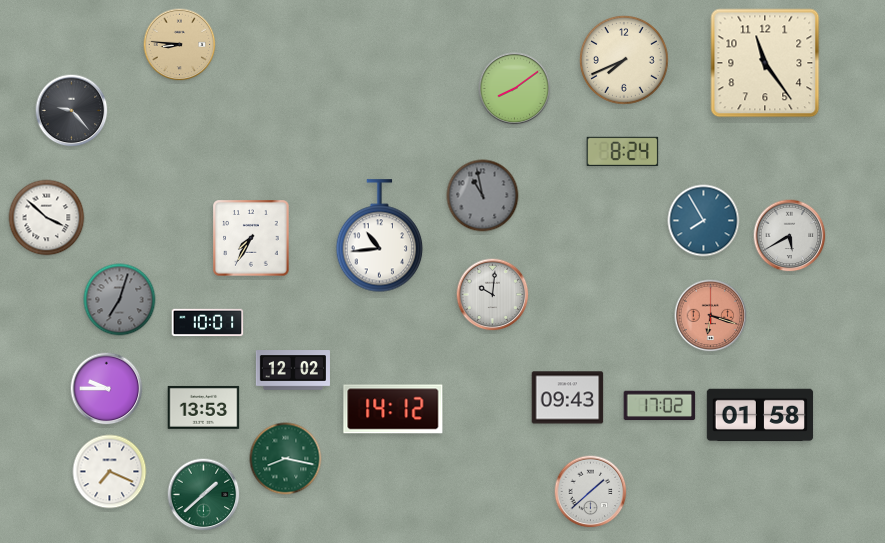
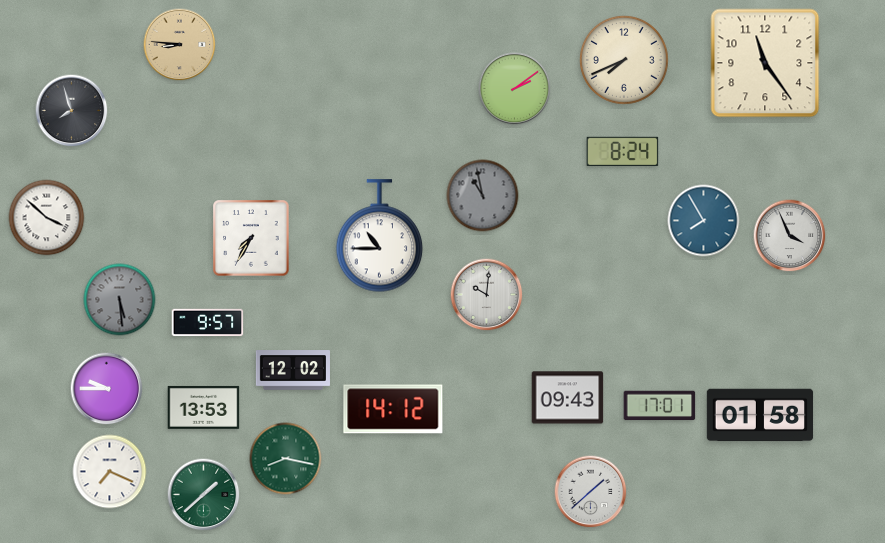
clock at (515, 89): 8:09 -> 2:09
clock at (72, 111): 9:23 -> 7:57
clock at (380, 236): 10:44 -> 10:45
clock at (790, 236): 5:40 -> 3:56
clock at (493, 295) position: (493, 295) -> (487, 295)
clock at (120, 300): 7:03 -> 5:29
clock at (711, 316): 6:18 -> none
clock at (208, 323): 10:01 -> 9:57
clock at (660, 406): 17:02 -> 17:01
